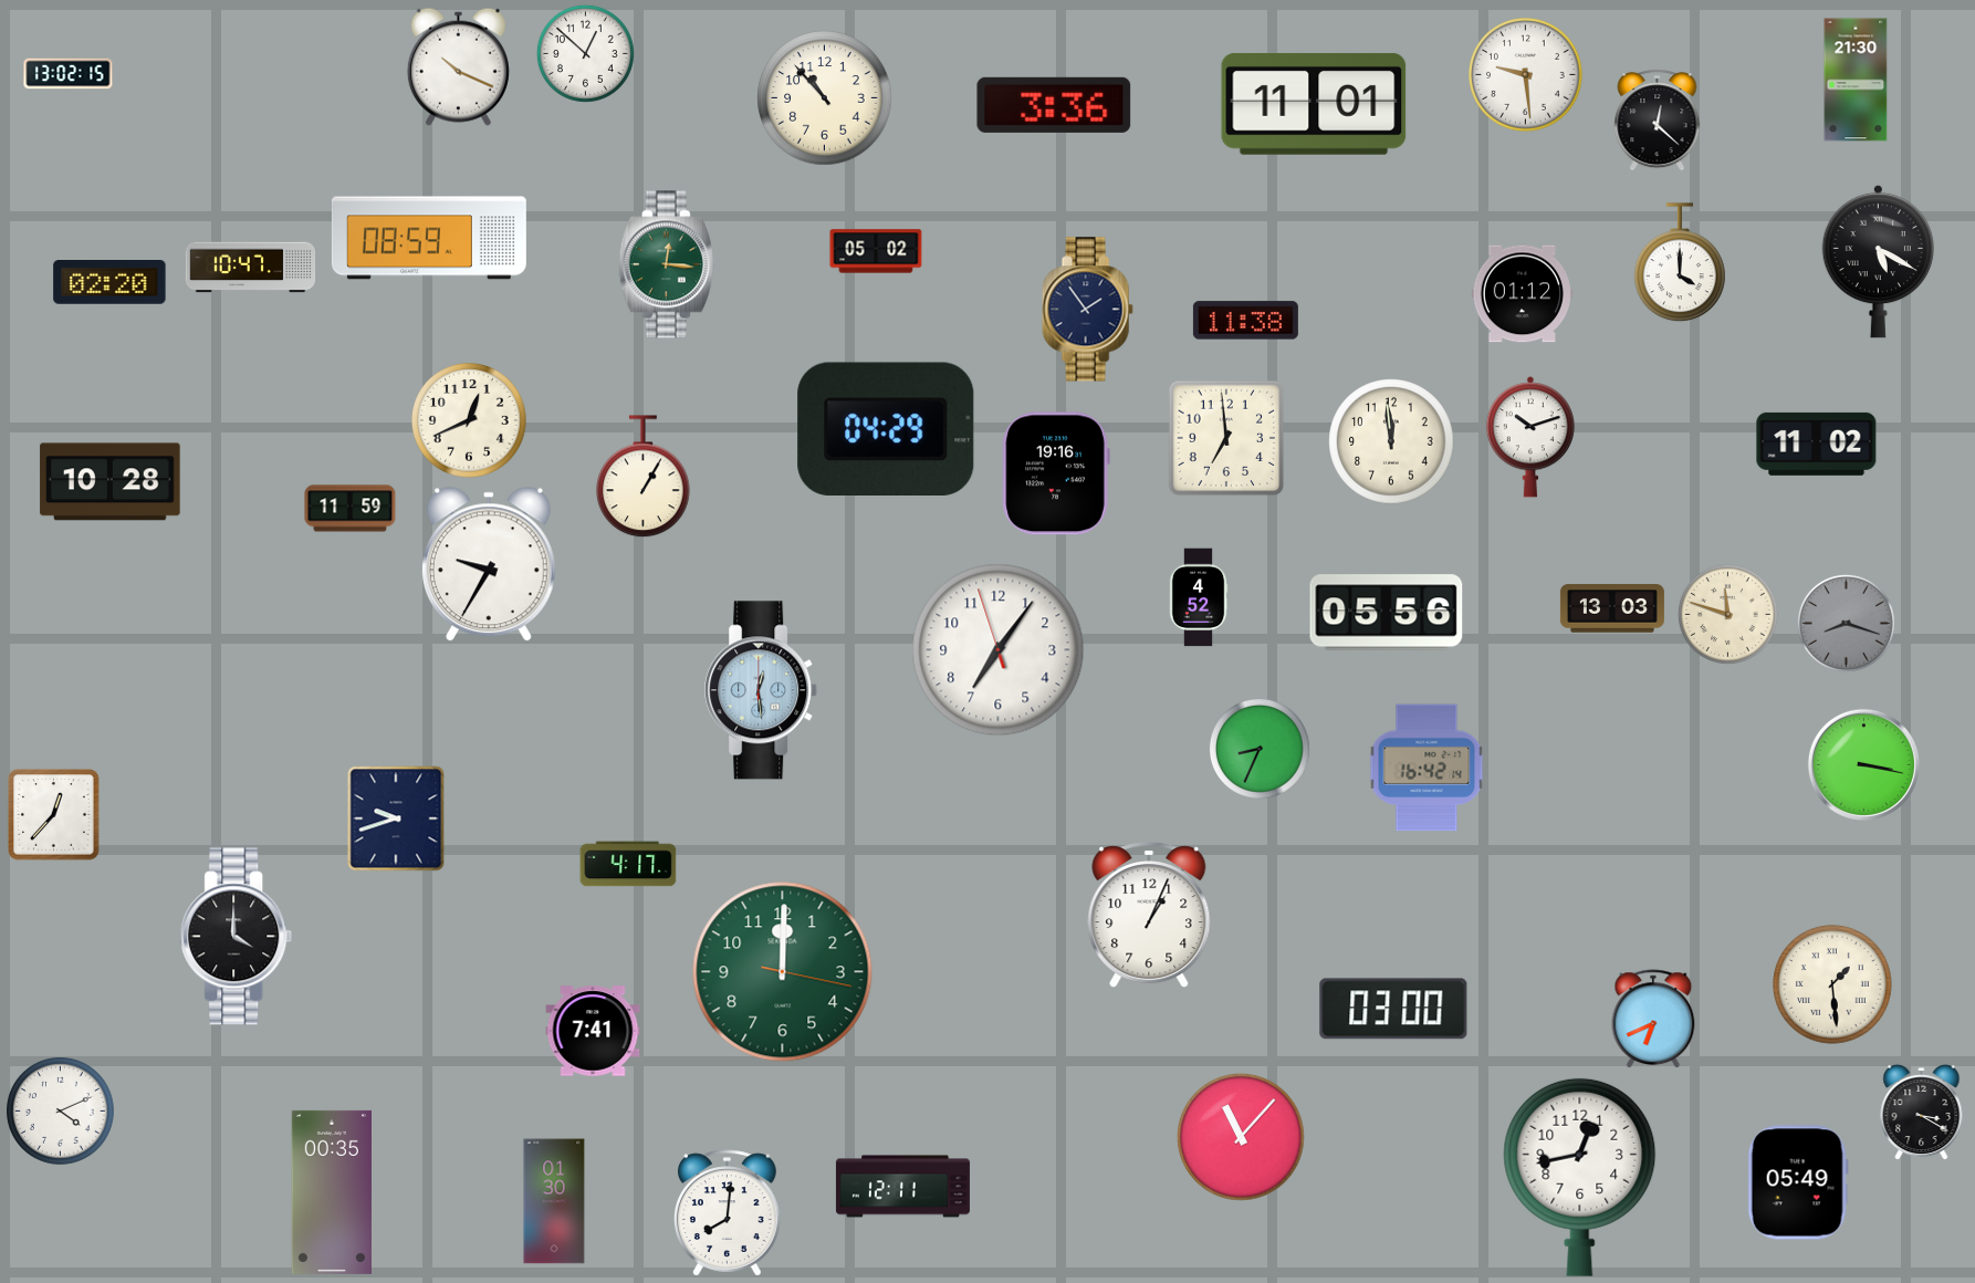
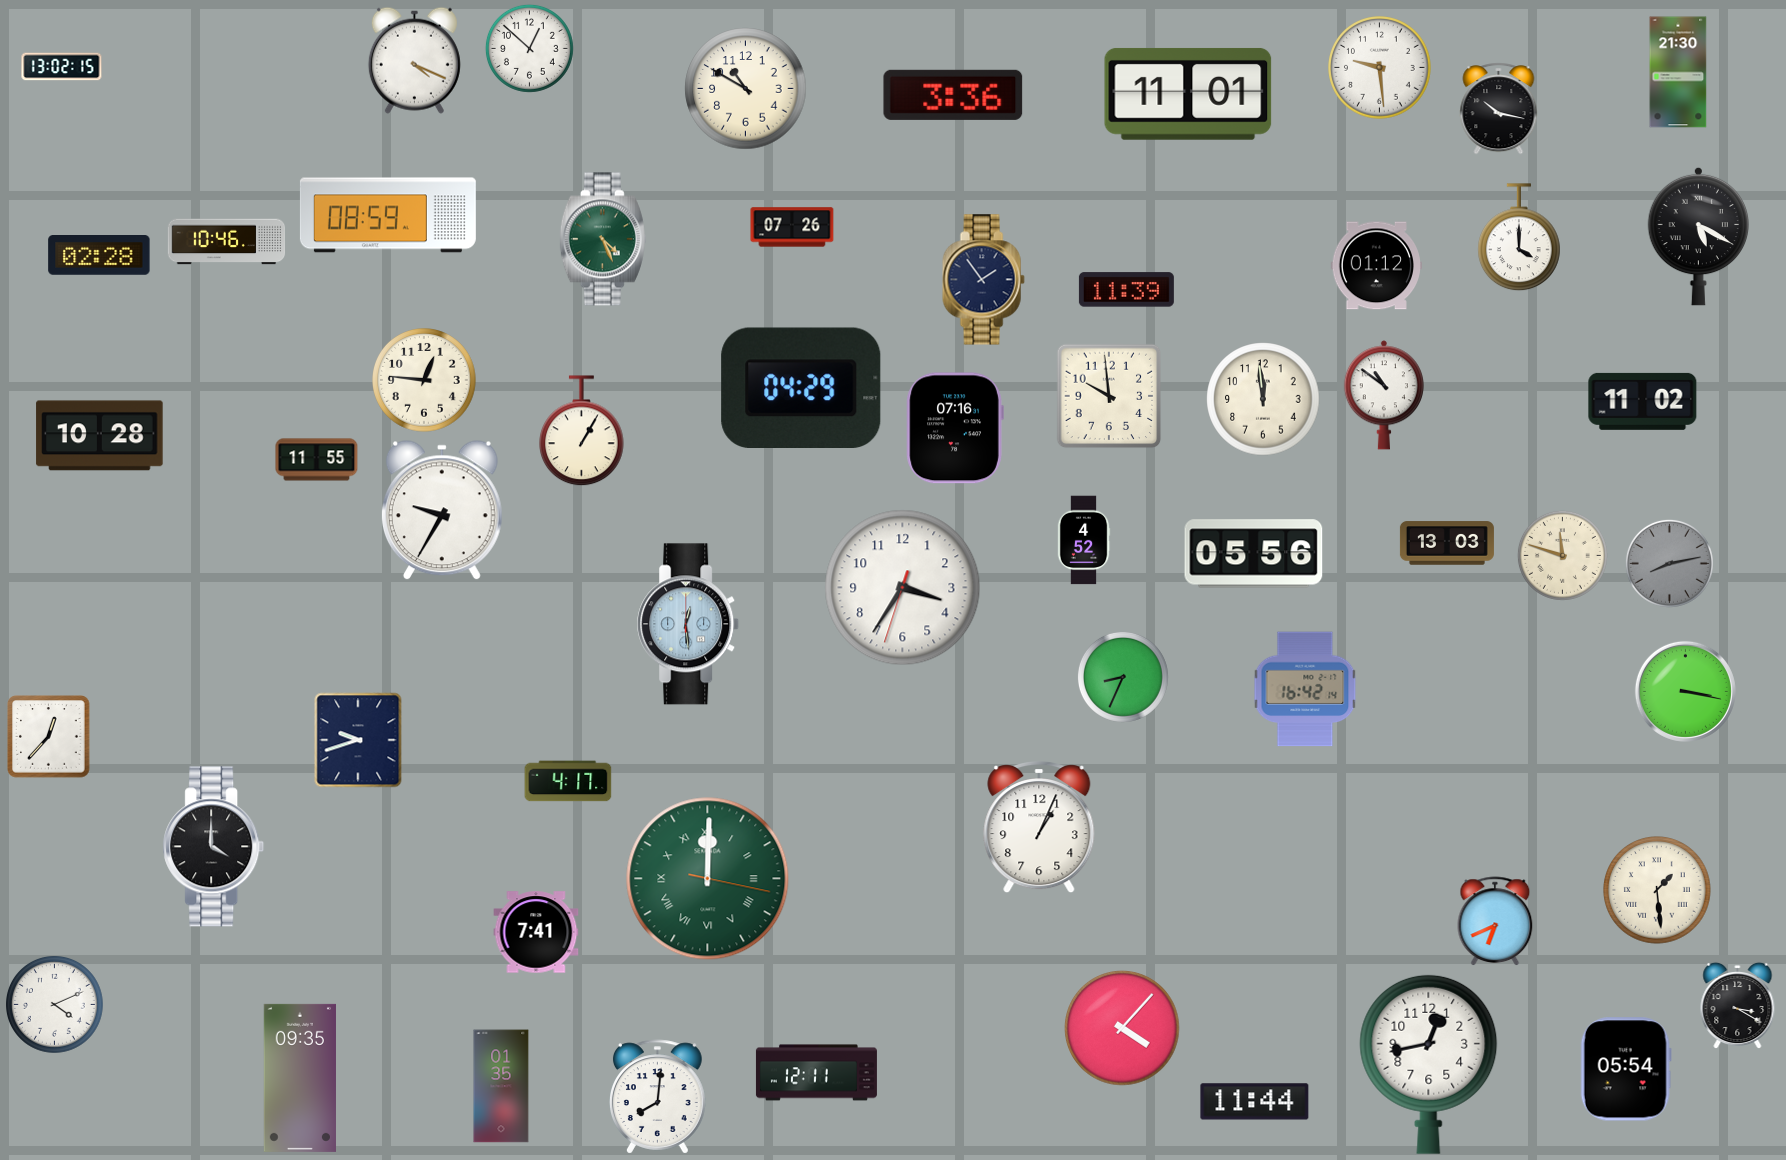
clock at (458, 66): 10:19 -> 4:19
clock at (825, 98): 10:53 -> 10:50
clock at (1658, 121): 12:22 -> 10:17
clock at (876, 251): 05:02 -> 07:26
clock at (667, 264): 12:16 -> 4:26
clock at (251, 268): 10:47 -> 10:46
clock at (109, 282): 02:20 -> 02:28
clock at (1245, 321): 11:38 -> 11:39
clock at (469, 420): 12:41 -> 12:46
clock at (1530, 437): 10:12 -> 10:51
clock at (1226, 438): 6:59 -> 9:59
clock at (1391, 441) position: (1391, 441) -> (1263, 399)
clock at (1056, 473): 19:16 -> 07:16
clock at (351, 509): 11:59 -> 11:55
clock at (1612, 608) position: (1612, 608) -> (1447, 543)
clock at (1846, 623): 8:18 -> 8:13
clock at (999, 650): 7:05 -> 3:35
clock at (1260, 749) position: (1260, 749) -> (1123, 677)
clock at (1427, 768) position: (1427, 768) -> (1305, 689)
clock at (783, 972) numerals: Arabic -> Roman
clock at (1393, 1009): 03:00 -> none
clock at (1241, 1137): 11:07 -> 4:07
clock at (1798, 1182): 05:49 -> 05:54
clock at (332, 1192): 00:35 -> 09:35
clock at (554, 1201): 01:30 -> 01:35
clock at (1255, 1102): none -> 11:44
